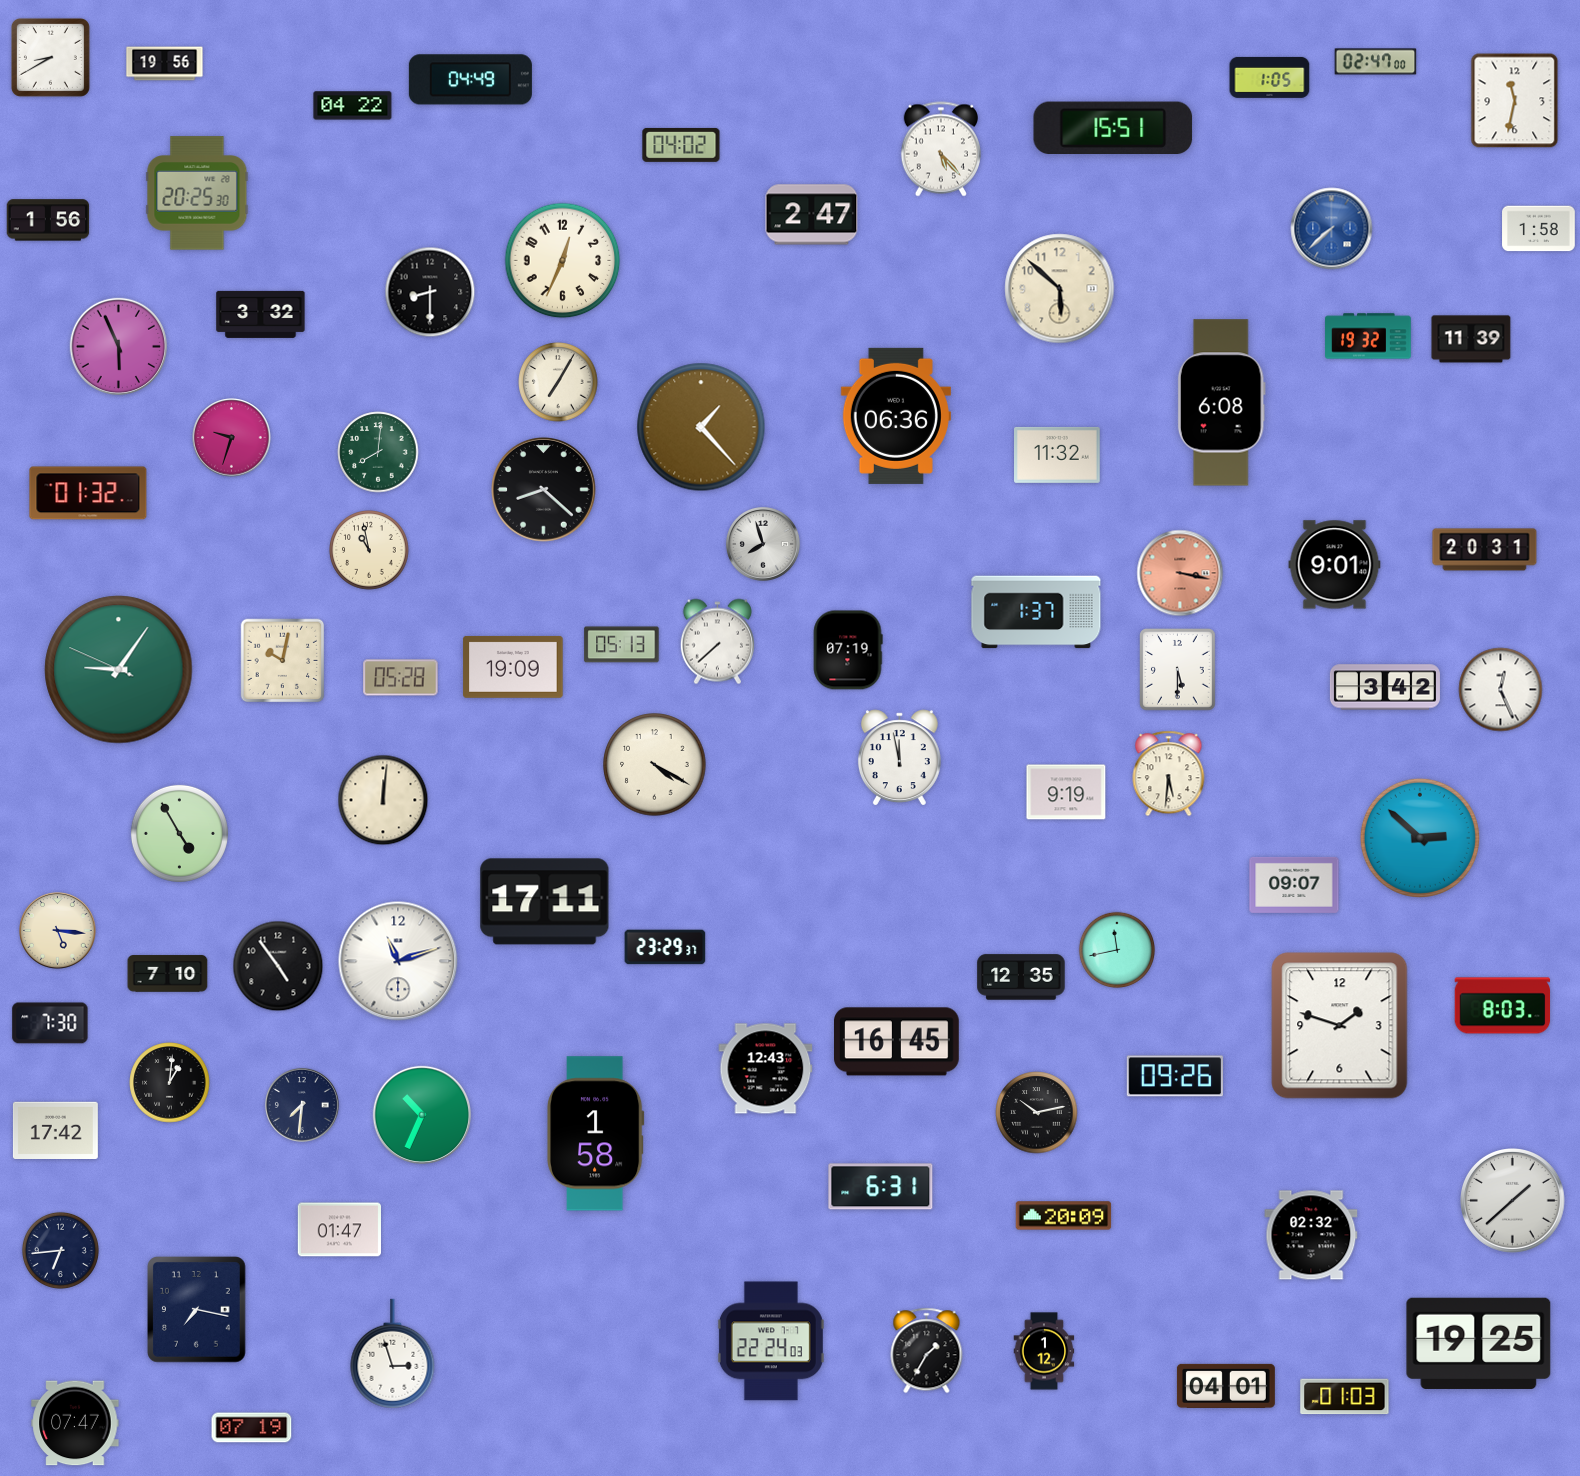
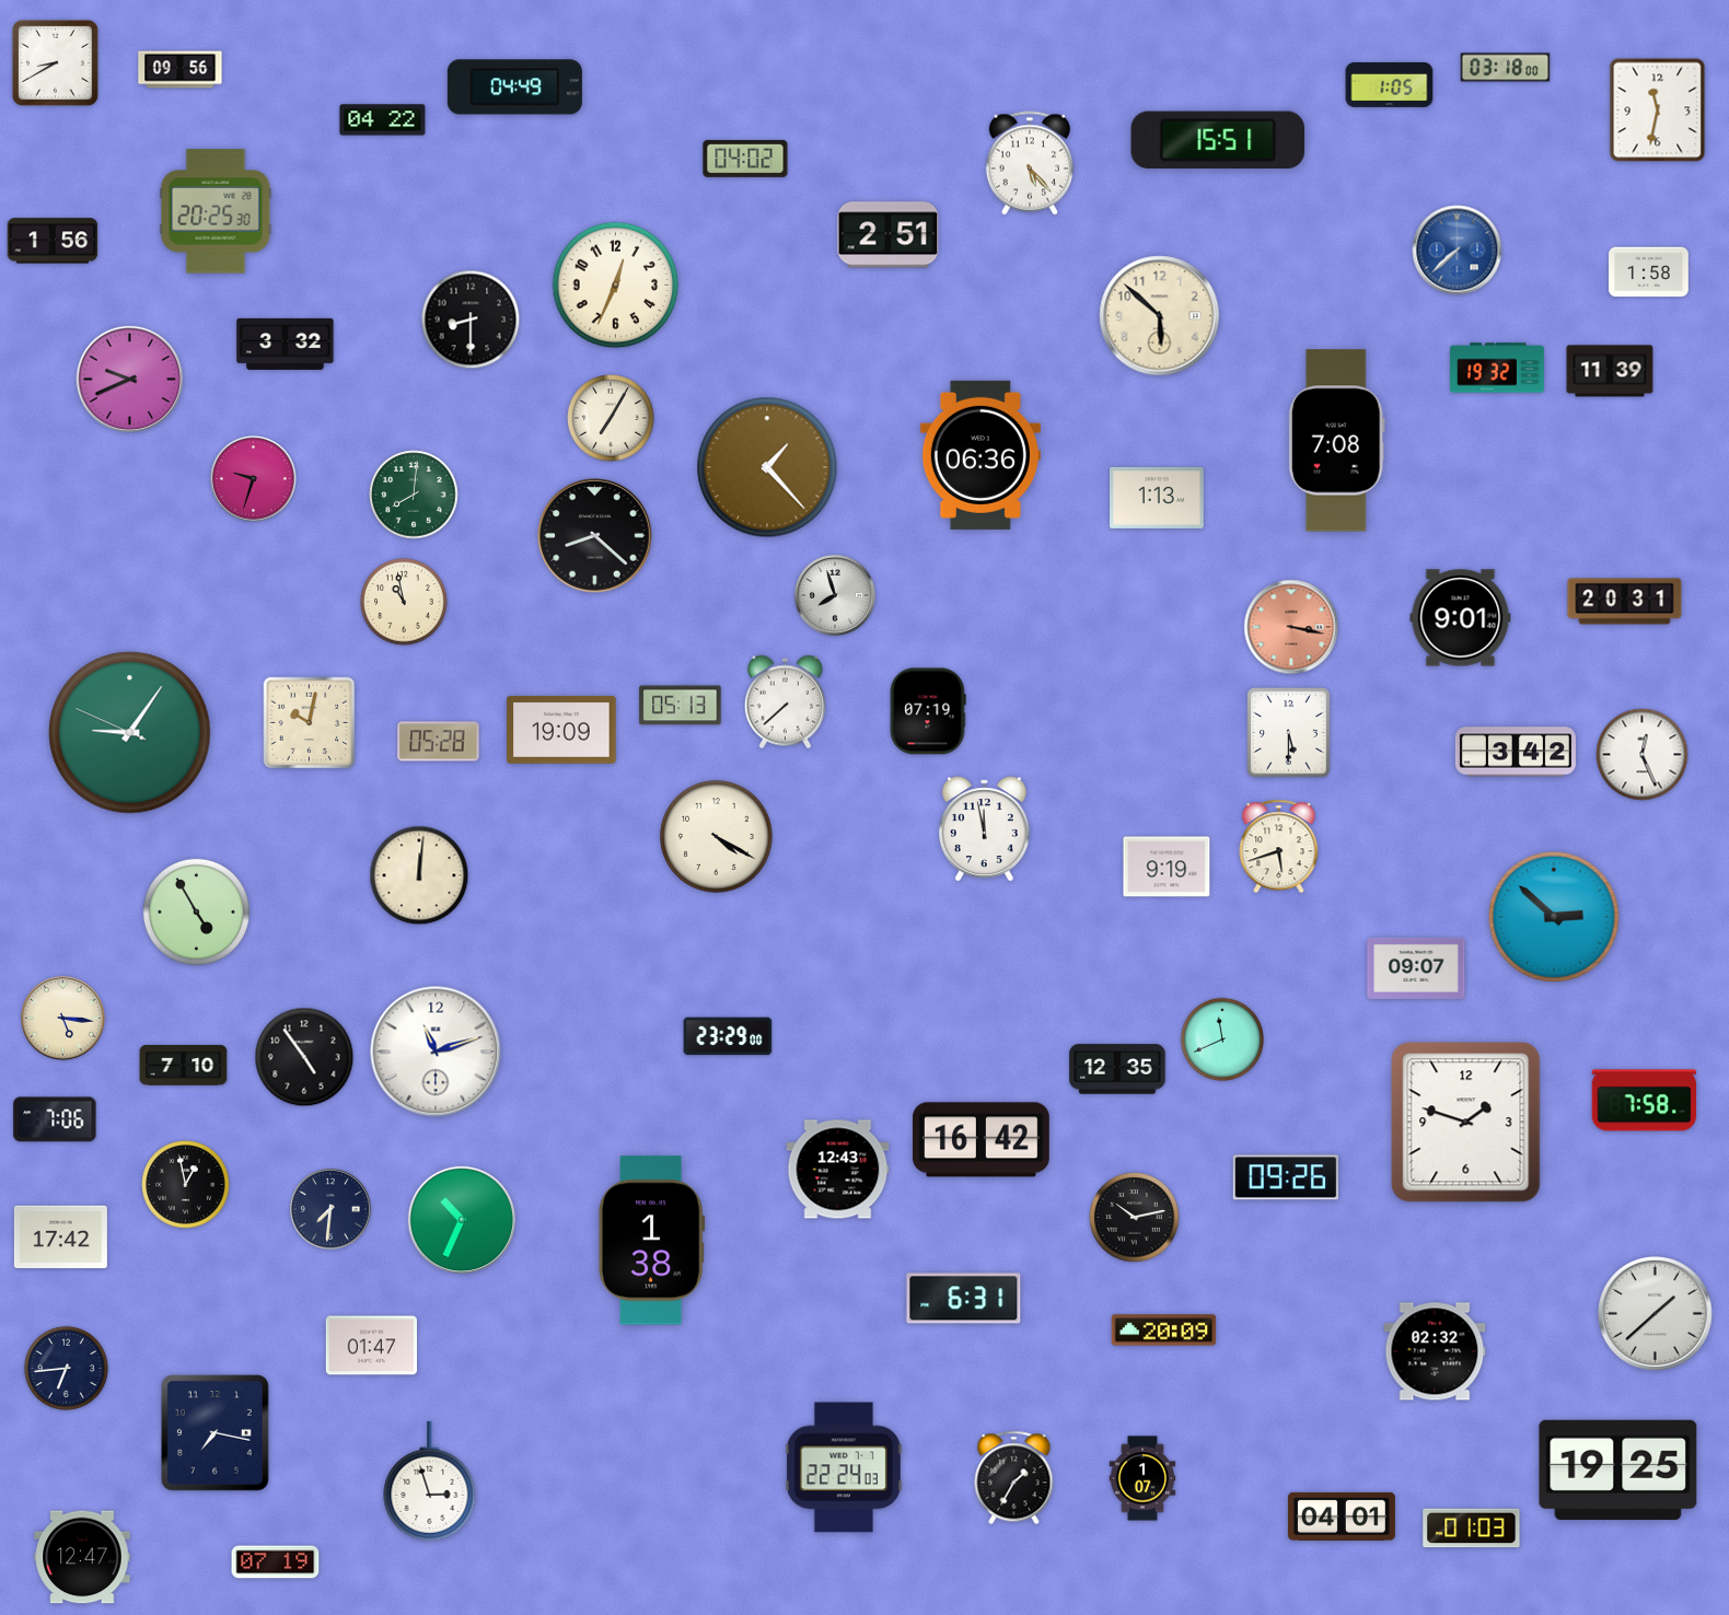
clock at (1376, 62): 02:47 -> 03:18
clock at (165, 64): 19:56 -> 09:56
clock at (353, 106) position: (353, 106) -> (383, 120)
clock at (812, 215): 2:47 -> 2:51
clock at (1539, 229) position: (1539, 229) -> (1649, 272)
clock at (119, 347): 5:56 -> 9:41
clock at (1221, 403): 6:08 -> 7:08
clock at (1058, 455): 11:32 -> 1:13
clock at (88, 493): 01:32 -> none
clock at (1036, 612): 1:37 -> none
clock at (1169, 774): 5:31 -> 5:42
clock at (545, 902): 17:11 -> none
clock at (665, 947): 23:29:37 -> 23:29:00
clock at (1117, 950): 11:43 -> 11:41
clock at (1503, 1006): 8:03 -> 7:58
clock at (50, 1023): 7:30 -> 7:06
clock at (897, 1042): 16:45 -> 16:42
clock at (170, 1083): 1:01 -> 12:58
clock at (595, 1134): 1:58 -> 1:38
clock at (1044, 1351): 1:12 -> 1:07
clock at (75, 1423): 07:47 -> 12:47
